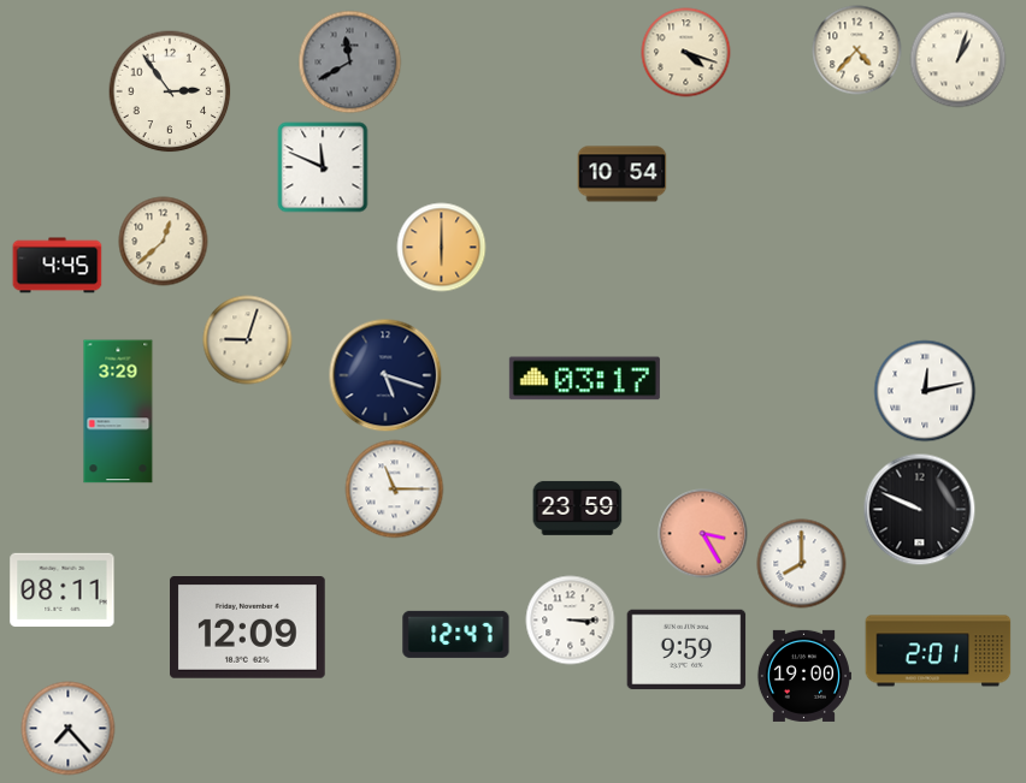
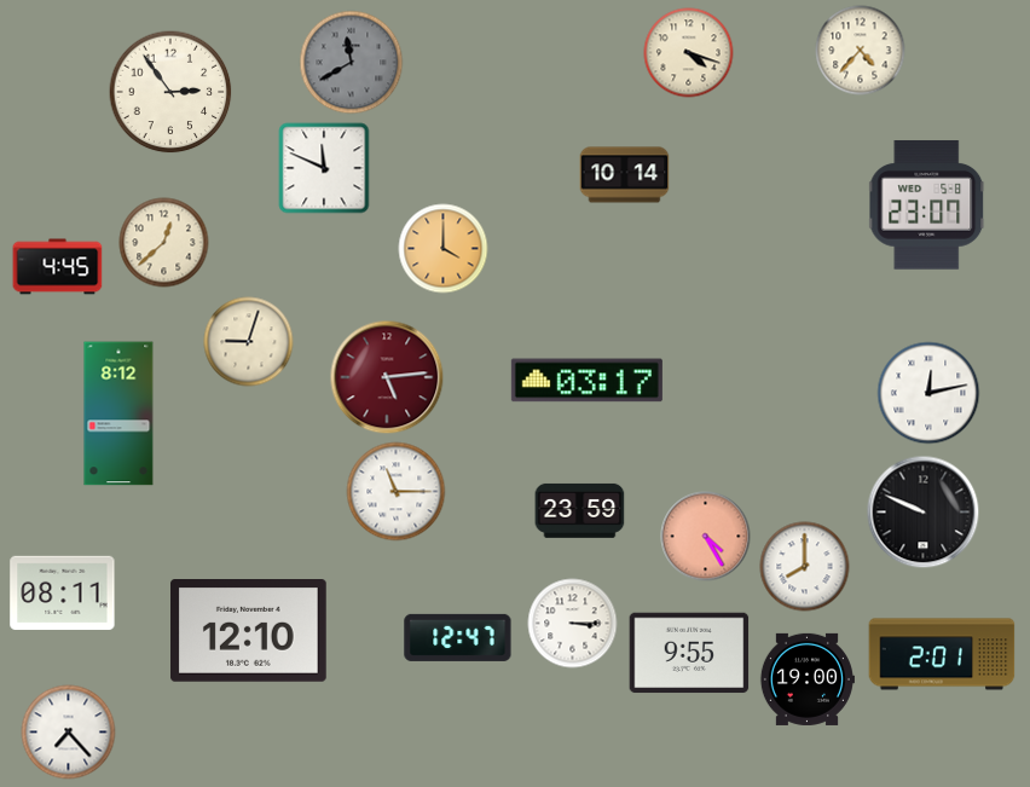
clock at (959, 60): 1:03 -> none
clock at (623, 174): 10:54 -> 10:14
clock at (927, 206): none -> 23:07
clock at (442, 248): 6:00 -> 4:00
clock at (385, 375): 5:18 -> 5:14
clock at (385, 375) dial: navy -> burgundy
clock at (118, 411): 3:29 -> 8:12
clock at (703, 534): 3:25 -> 4:25
clock at (248, 628): 12:09 -> 12:10
clock at (686, 649): 9:59 -> 9:55
